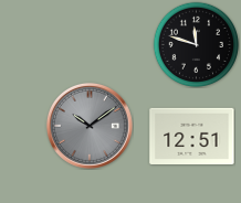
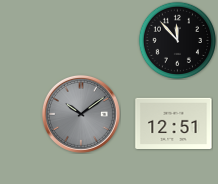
clock at (196, 44): 11:48 -> 11:53
